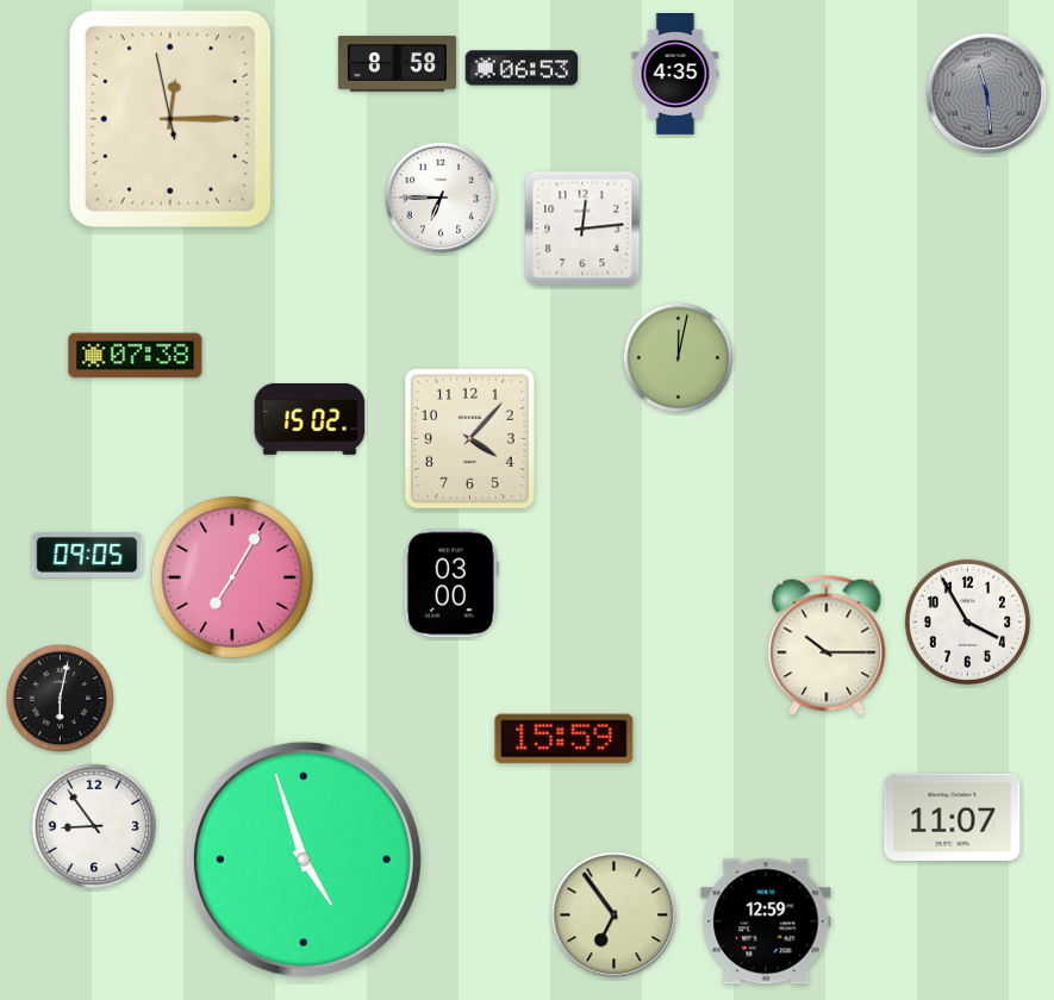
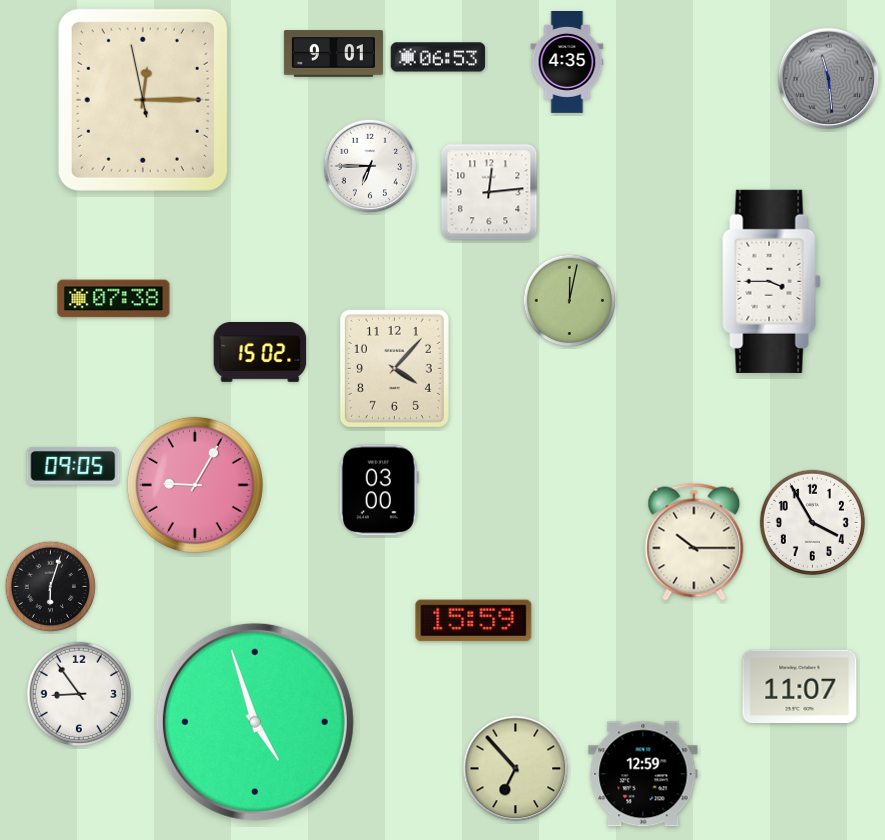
clock at (397, 64): 8:58 -> 9:01
clock at (772, 281): none -> 3:45
clock at (232, 577): 7:05 -> 9:05
clock at (61, 699): 6:02 -> 6:03
clock at (615, 915): 6:54 -> 6:53
